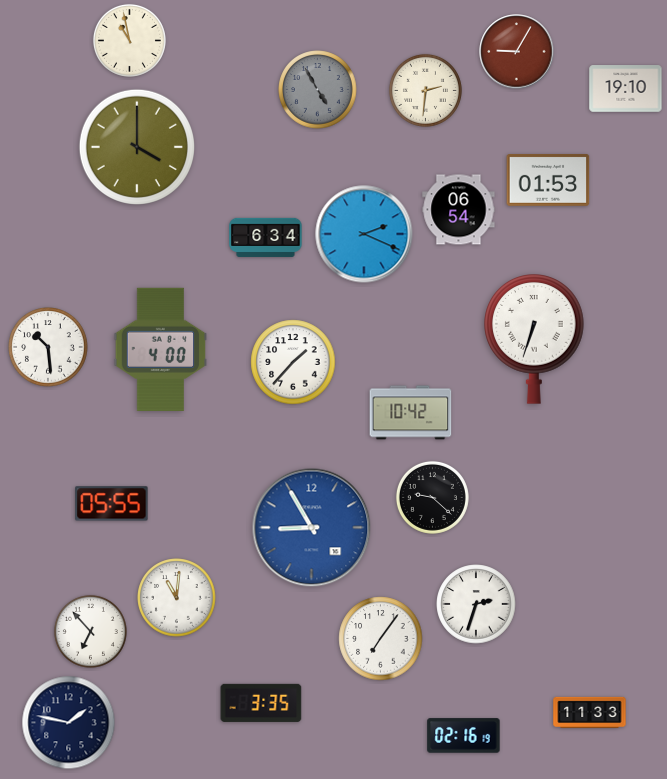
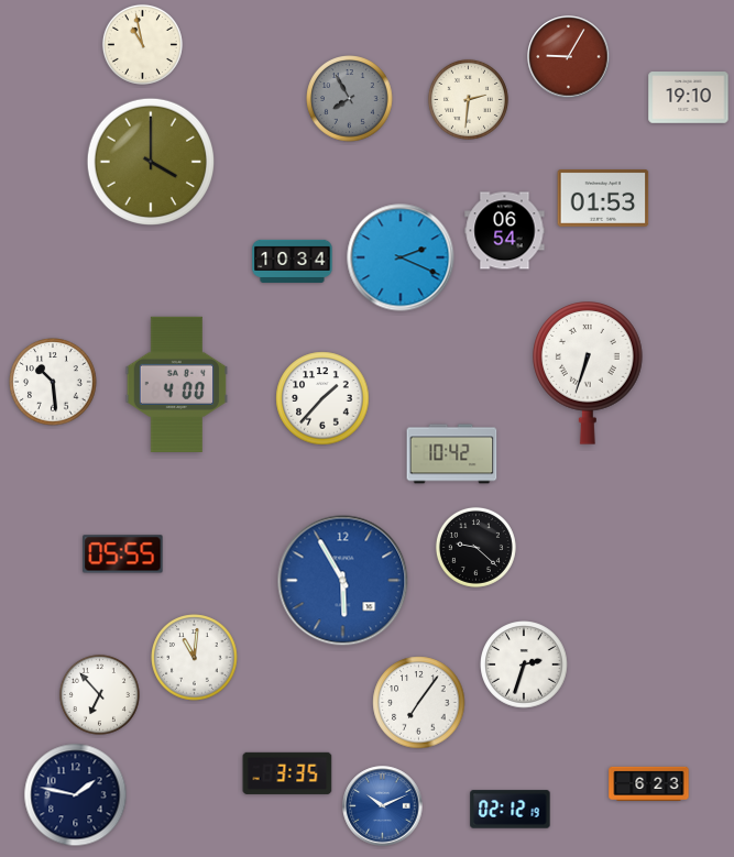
clock at (318, 90): 4:55 -> 7:55
clock at (266, 237): 6:34 -> 10:34
clock at (312, 528): 8:55 -> 5:55
clock at (590, 712): 11:33 -> 6:23
clock at (383, 806): none -> 10:11
clock at (464, 736): 02:16 -> 02:12
